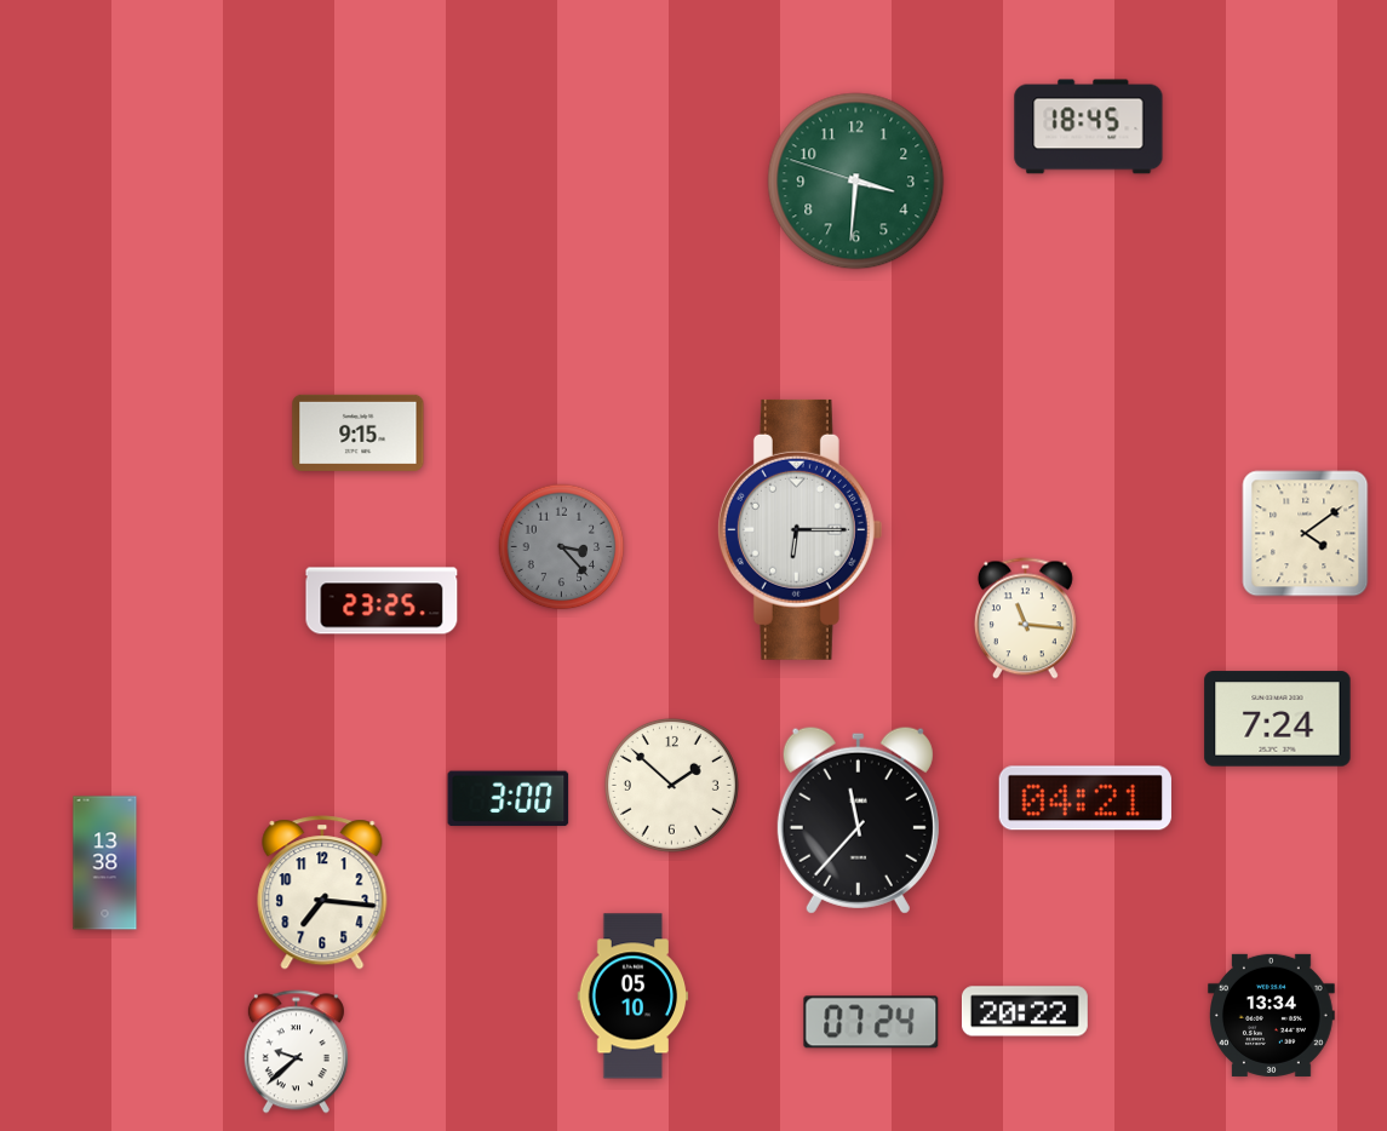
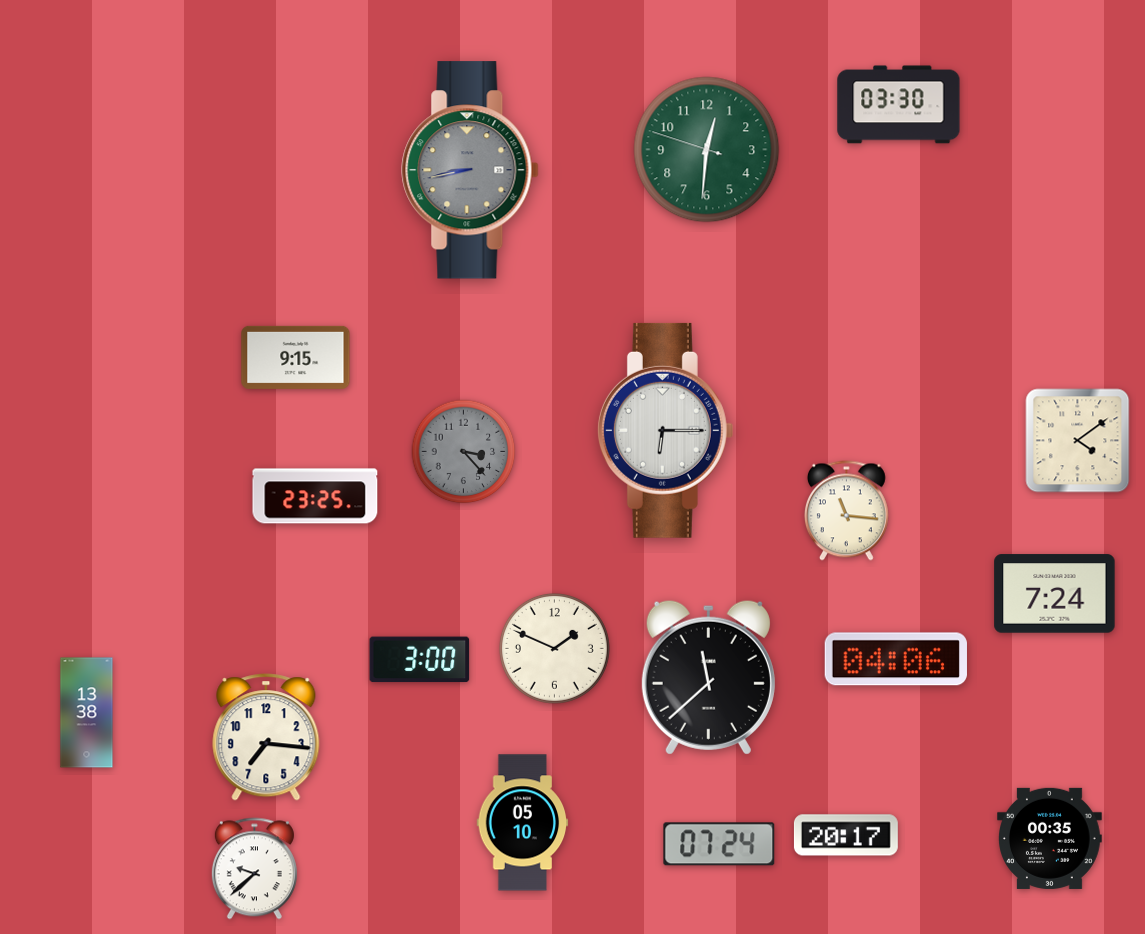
clock at (1089, 127): 18:45 -> 03:30
clock at (856, 182): 3:30 -> 12:30
clock at (470, 170): none -> 8:43
clock at (799, 529) position: (799, 529) -> (665, 430)
clock at (671, 785): 1:52 -> 1:49
clock at (1085, 798): 04:21 -> 04:06
clock at (858, 820): 11:37 -> 11:38
clock at (1025, 1011): 20:22 -> 20:17
clock at (1272, 1015): 13:34 -> 00:35
clock at (296, 1052) position: (296, 1052) -> (254, 869)
